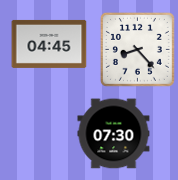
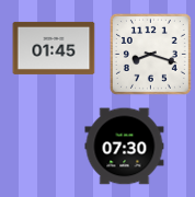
clock at (49, 44): 04:45 -> 01:45
clock at (137, 49): 8:23 -> 8:18
